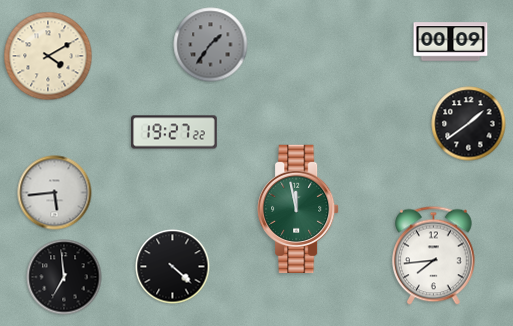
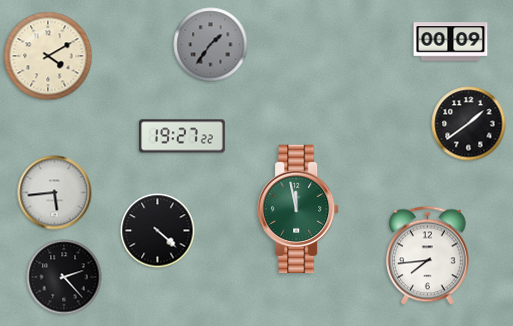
clock at (175, 132) position: (175, 132) -> (183, 136)
clock at (434, 256) position: (434, 256) -> (428, 256)
clock at (173, 267) position: (173, 267) -> (158, 231)
clock at (64, 277): 6:59 -> 2:23
